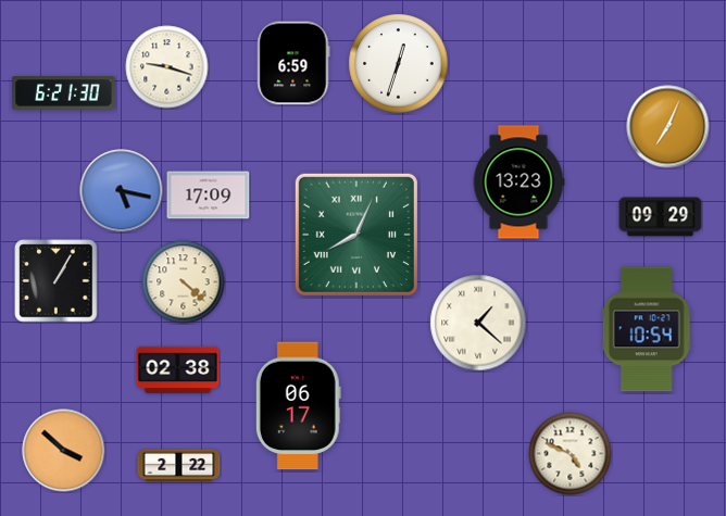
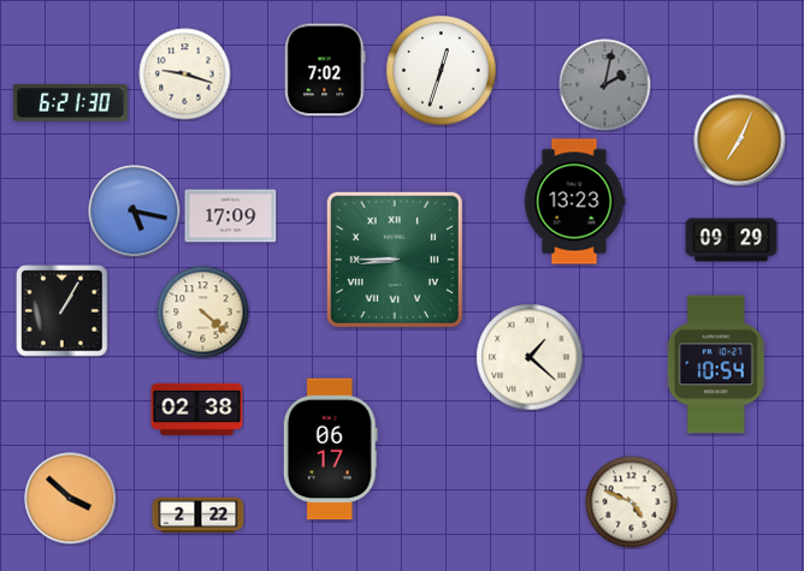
clock at (293, 63): 6:59 -> 7:02
clock at (605, 85): none -> 2:02
clock at (356, 235): 8:04 -> 8:45
